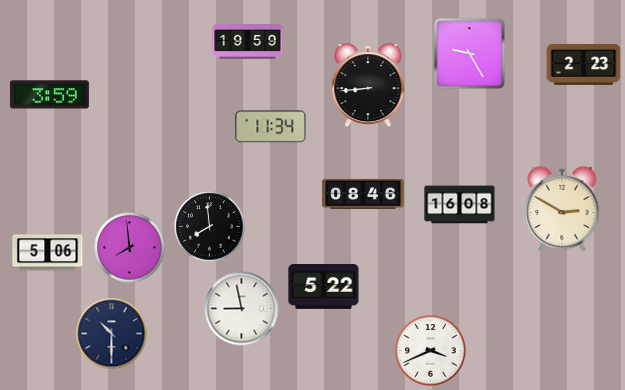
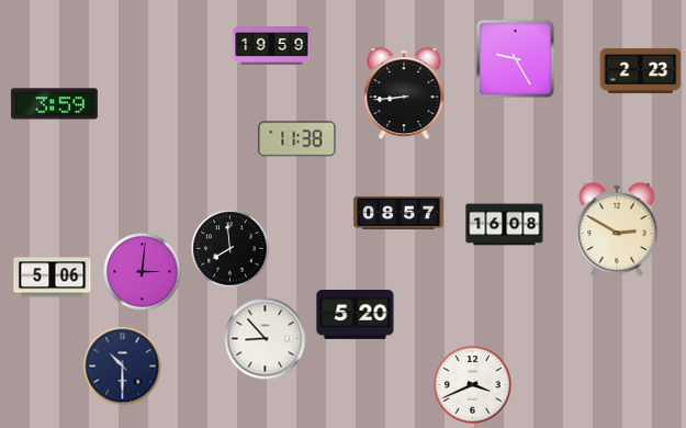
clock at (271, 127): 11:34 -> 11:38
clock at (363, 194): 08:46 -> 08:57
clock at (130, 248): 7:59 -> 3:01
clock at (324, 287): 5:22 -> 5:20
clock at (242, 309): 8:58 -> 8:53
